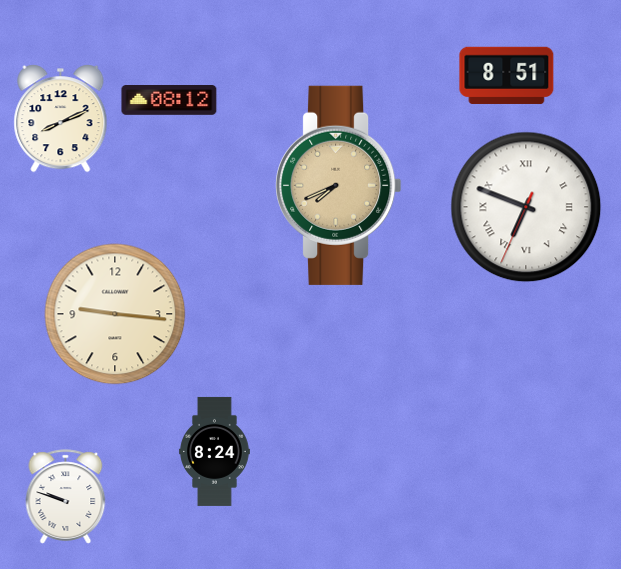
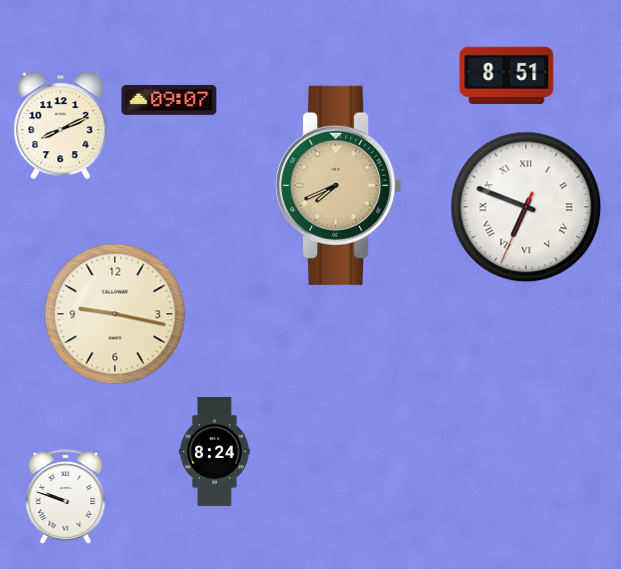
clock at (169, 101): 08:12 -> 09:07
clock at (61, 119) position: (61, 119) -> (61, 126)
clock at (115, 314): 9:16 -> 9:17
